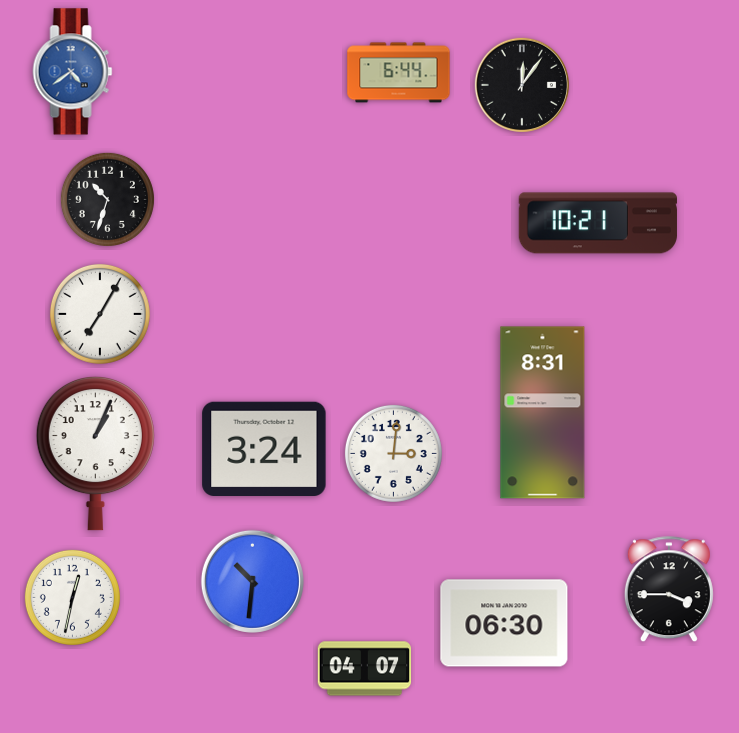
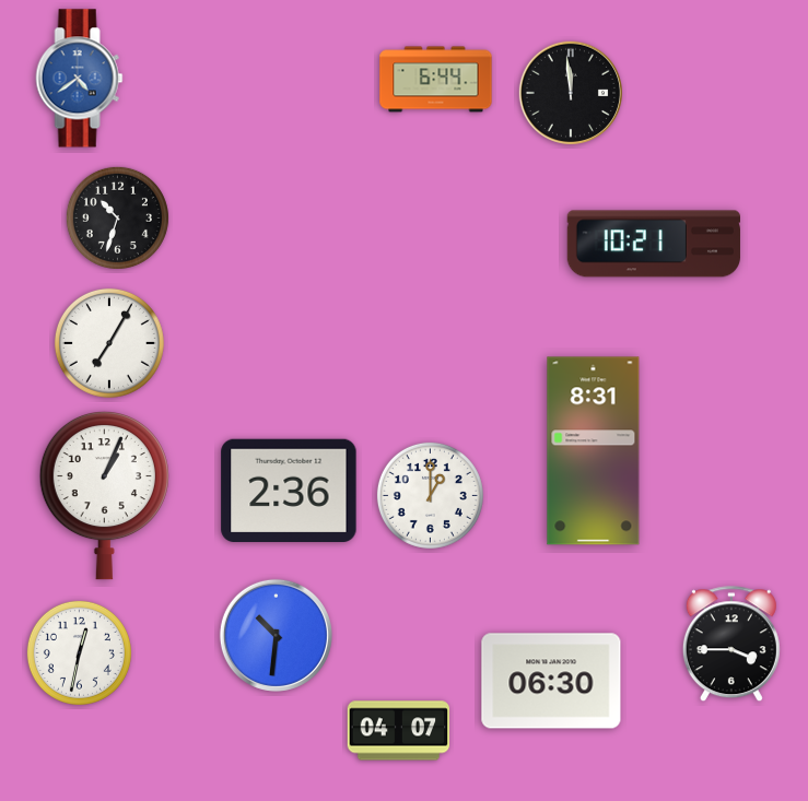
clock at (522, 85): 12:06 -> 11:59
clock at (264, 448): 3:24 -> 2:36
clock at (393, 453): 3:01 -> 1:00
